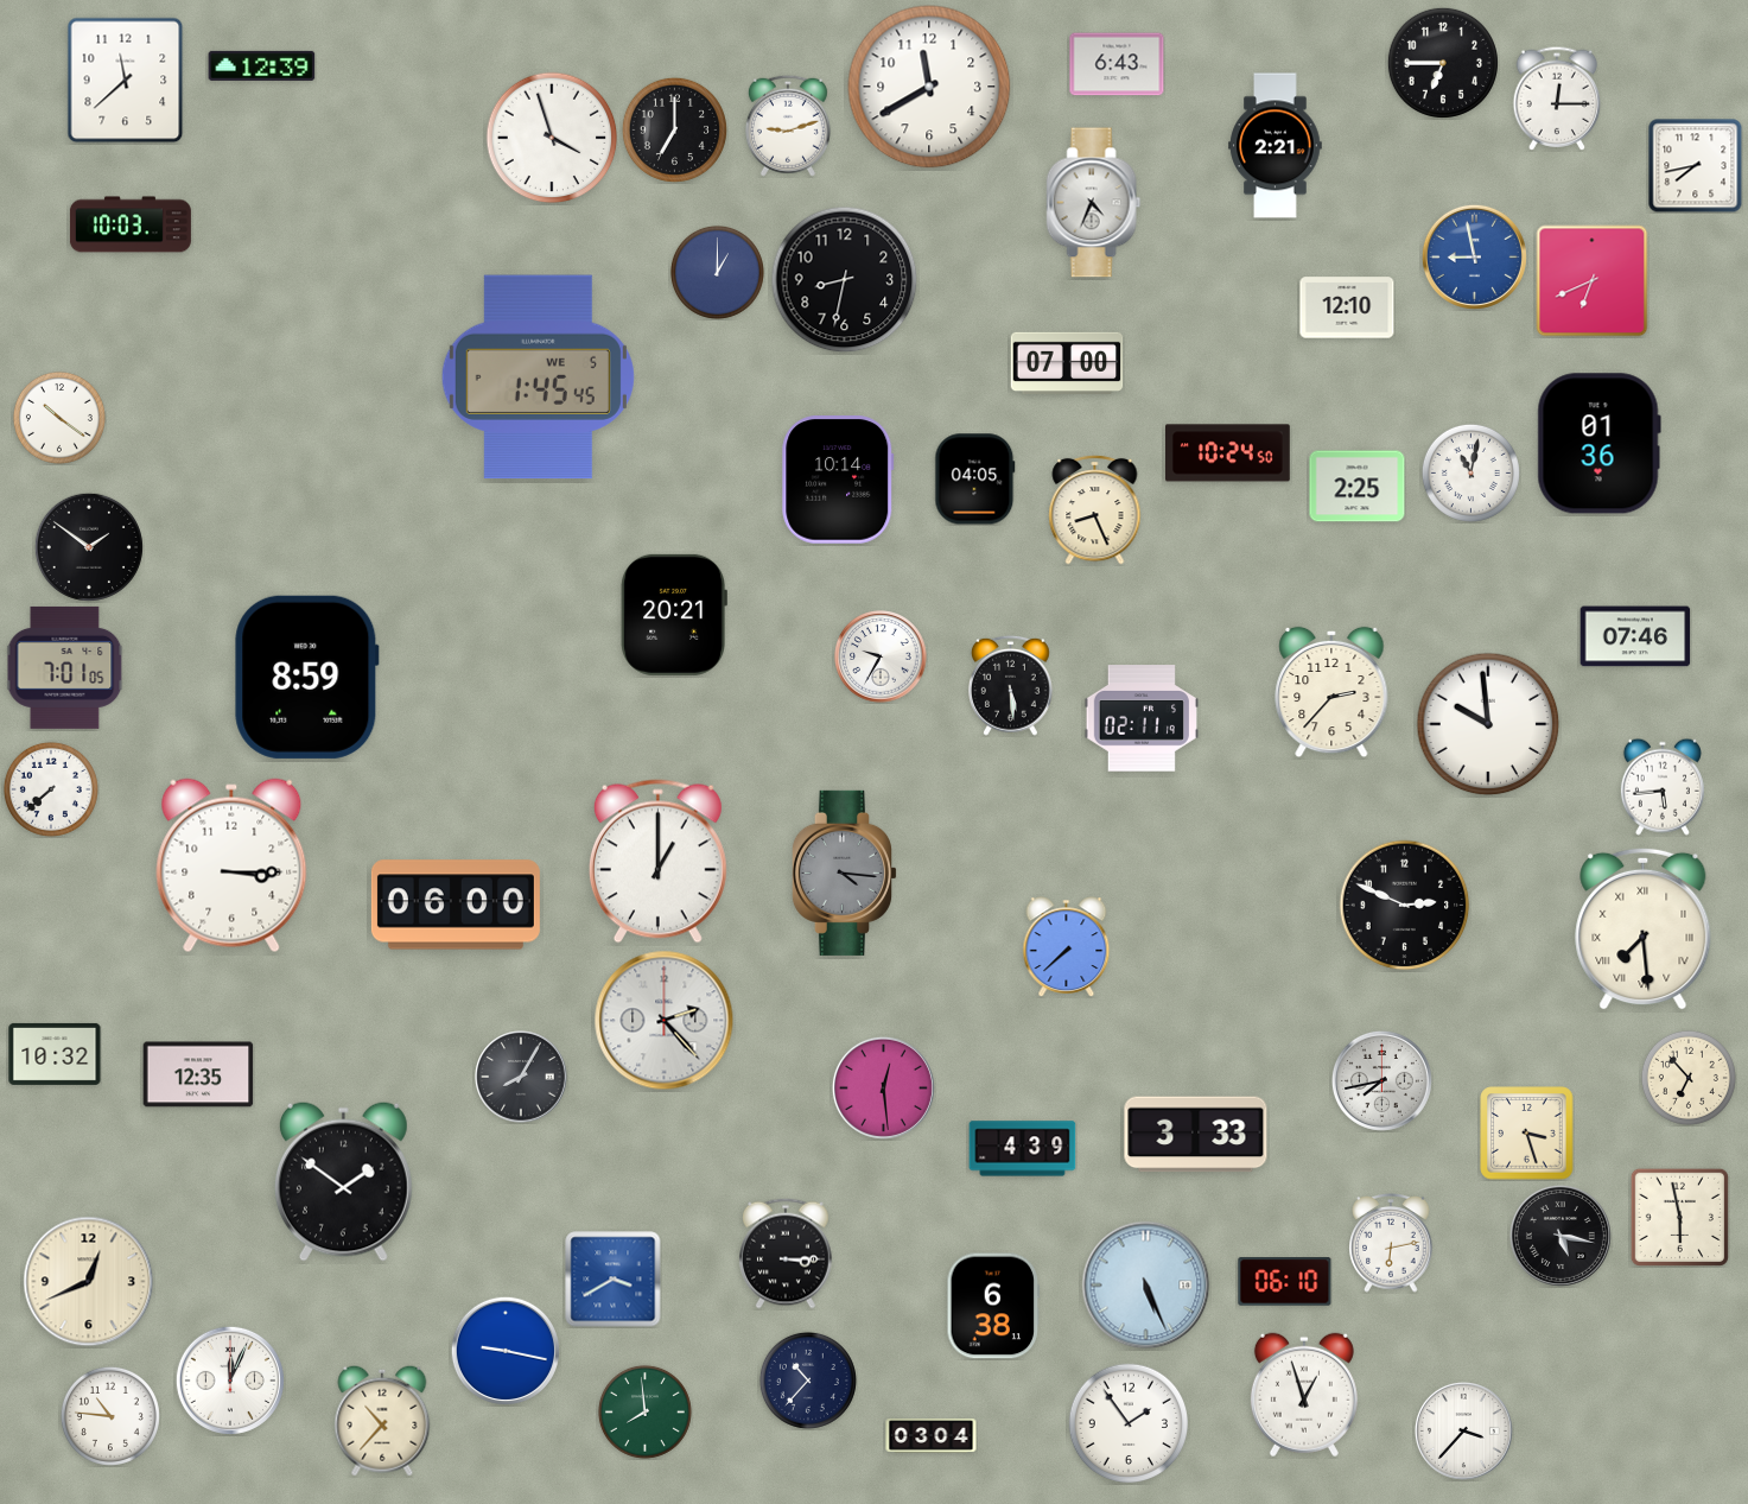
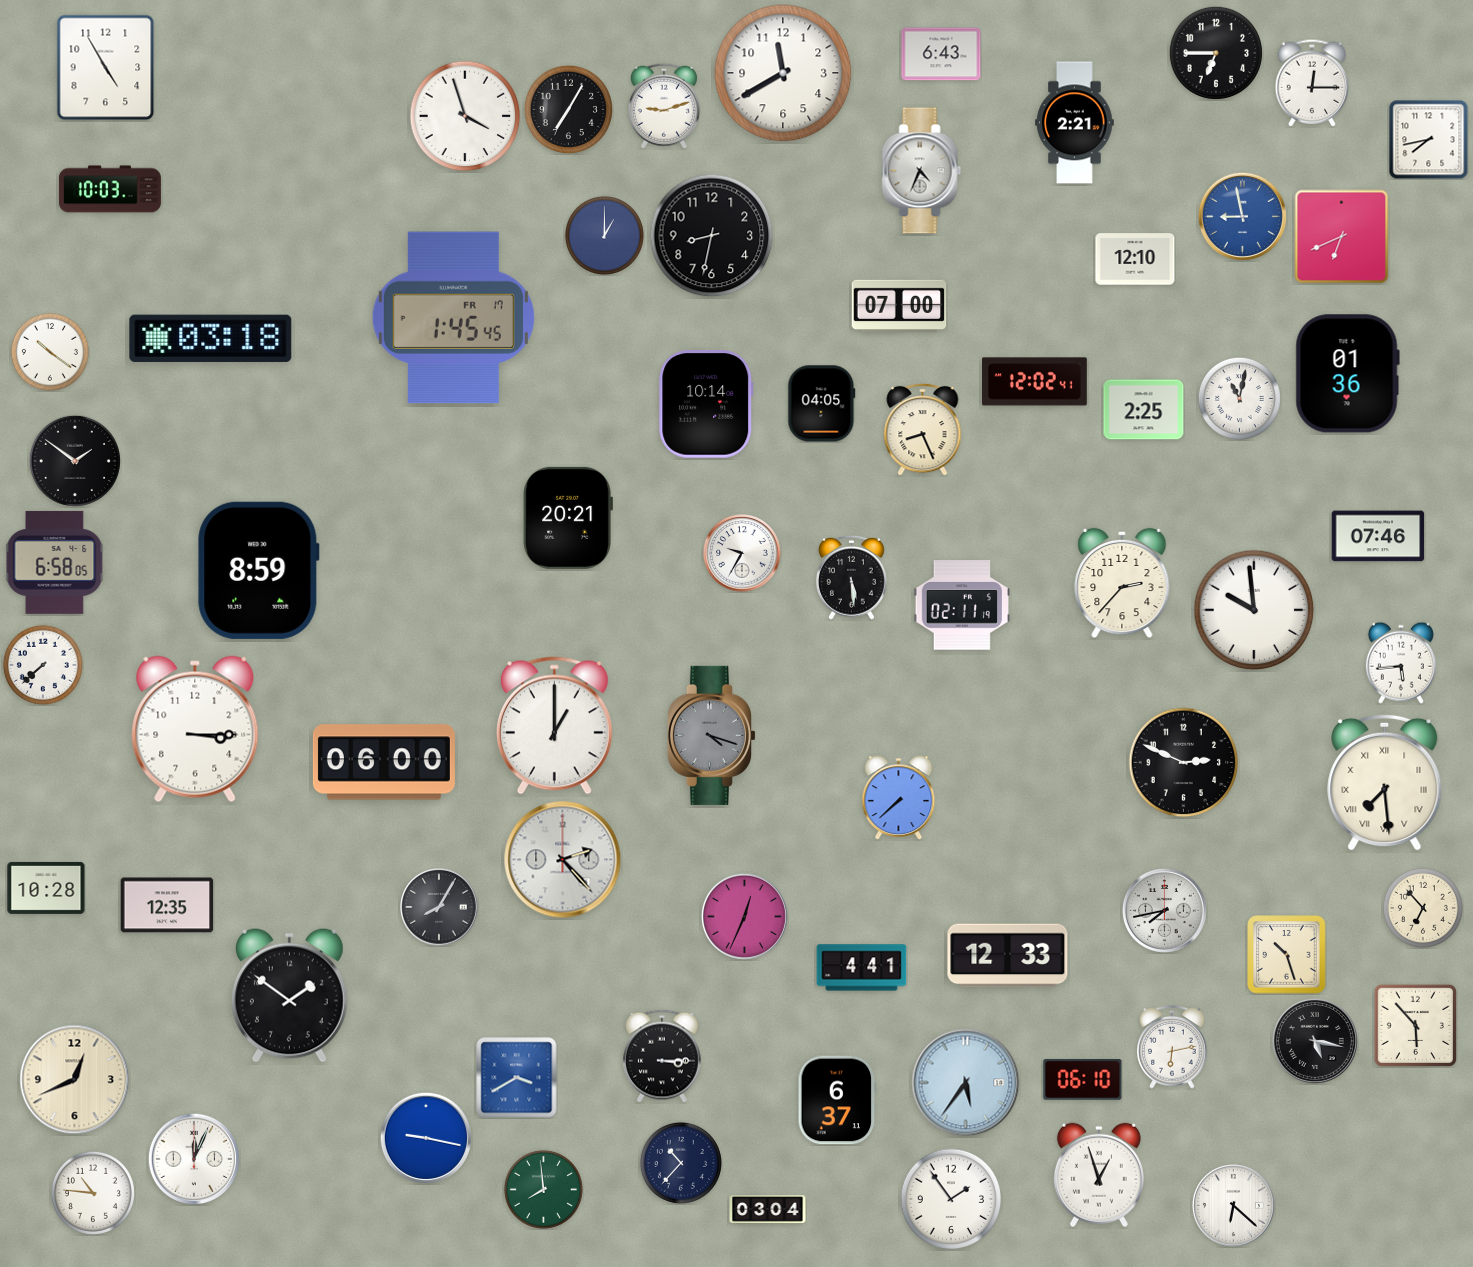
clock at (262, 65): 12:39 -> none
clock at (126, 81): 11:38 -> 4:55
clock at (674, 129): 7:00 -> 7:05
clock at (717, 272) position: (717, 272) -> (604, 235)
clock at (538, 377) date: WE 5 -> FR 17
clock at (211, 338): none -> 03:18
clock at (1228, 453): 10:24 -> 12:02
clock at (65, 667): 7:01 -> 6:58
clock at (844, 872): 4:16 -> 4:18
clock at (665, 1021) position: (665, 1021) -> (563, 860)
clock at (55, 1054): 10:32 -> 10:28
clock at (883, 1087): 12:29 -> 12:34
clock at (1527, 1134): 3:27 -> 10:27
clock at (1196, 1135): 3:33 -> 12:33
clock at (1023, 1149): 4:39 -> 4:41
clock at (1679, 1217): 5:58 -> 5:53
clock at (1146, 1286): 5:26 -> 5:36
clock at (993, 1306): 6:38 -> 6:37
clock at (230, 1381) position: (230, 1381) -> (194, 1159)
clock at (382, 1421): 10:37 -> none
clock at (1463, 1430): 3:37 -> 6:22
clock at (932, 1436) position: (932, 1436) -> (768, 1210)
